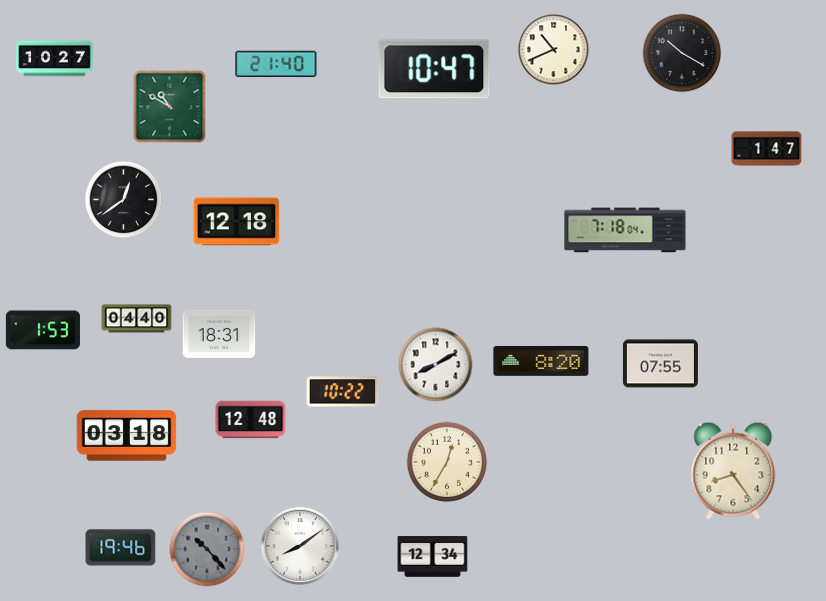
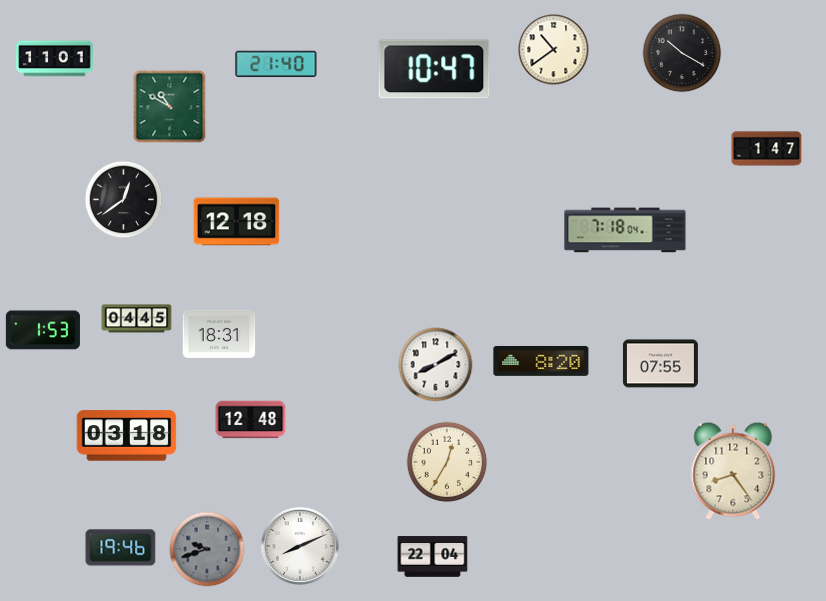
clock at (554, 50): 10:41 -> 10:39
clock at (55, 59): 10:27 -> 11:01
clock at (137, 319): 04:40 -> 04:45
clock at (343, 392): 10:22 -> none
clock at (299, 545): 8:09 -> 8:11
clock at (207, 549): 10:23 -> 9:42
clock at (433, 557): 12:34 -> 22:04
